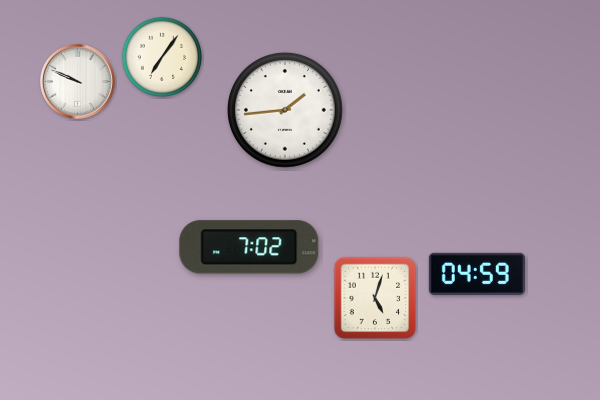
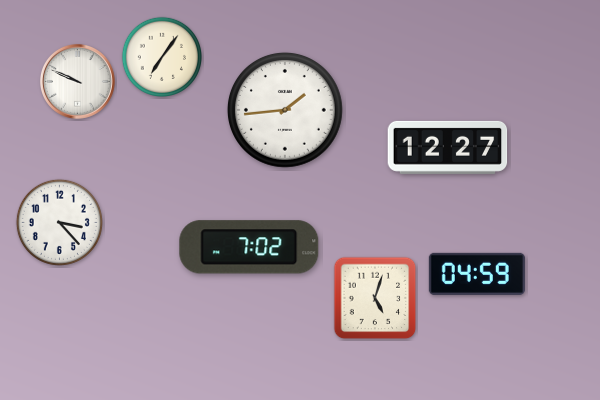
clock at (448, 147): none -> 12:27
clock at (59, 222): none -> 3:23
